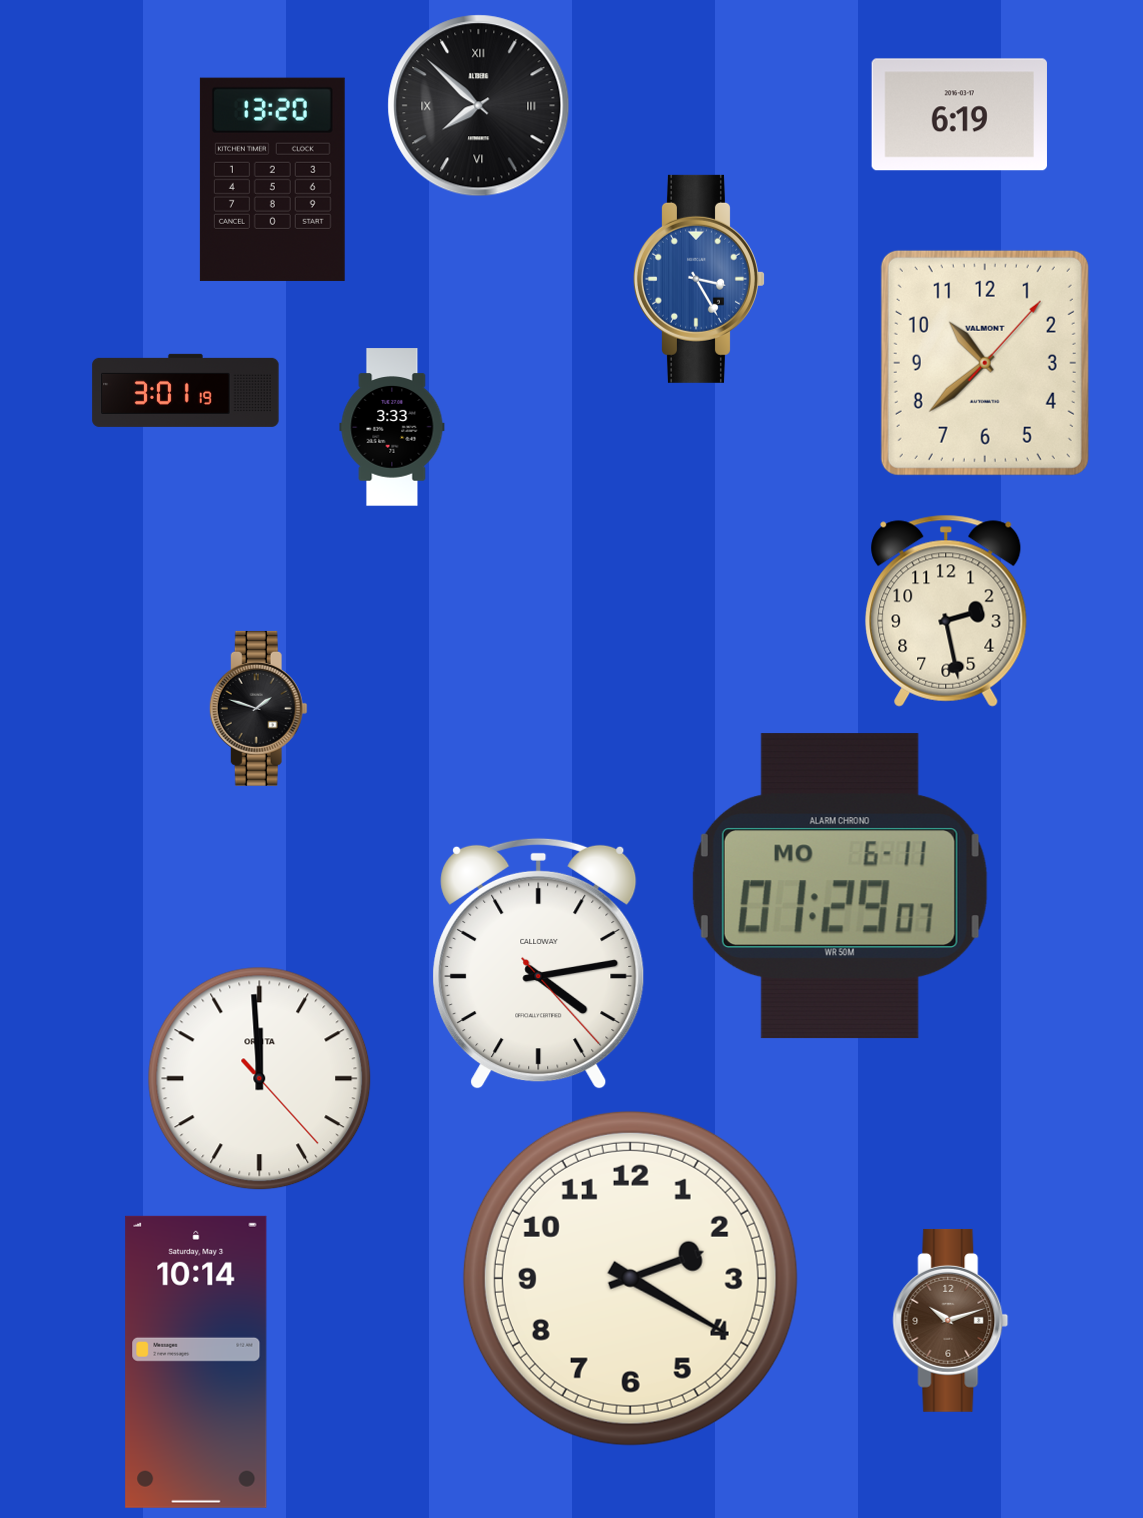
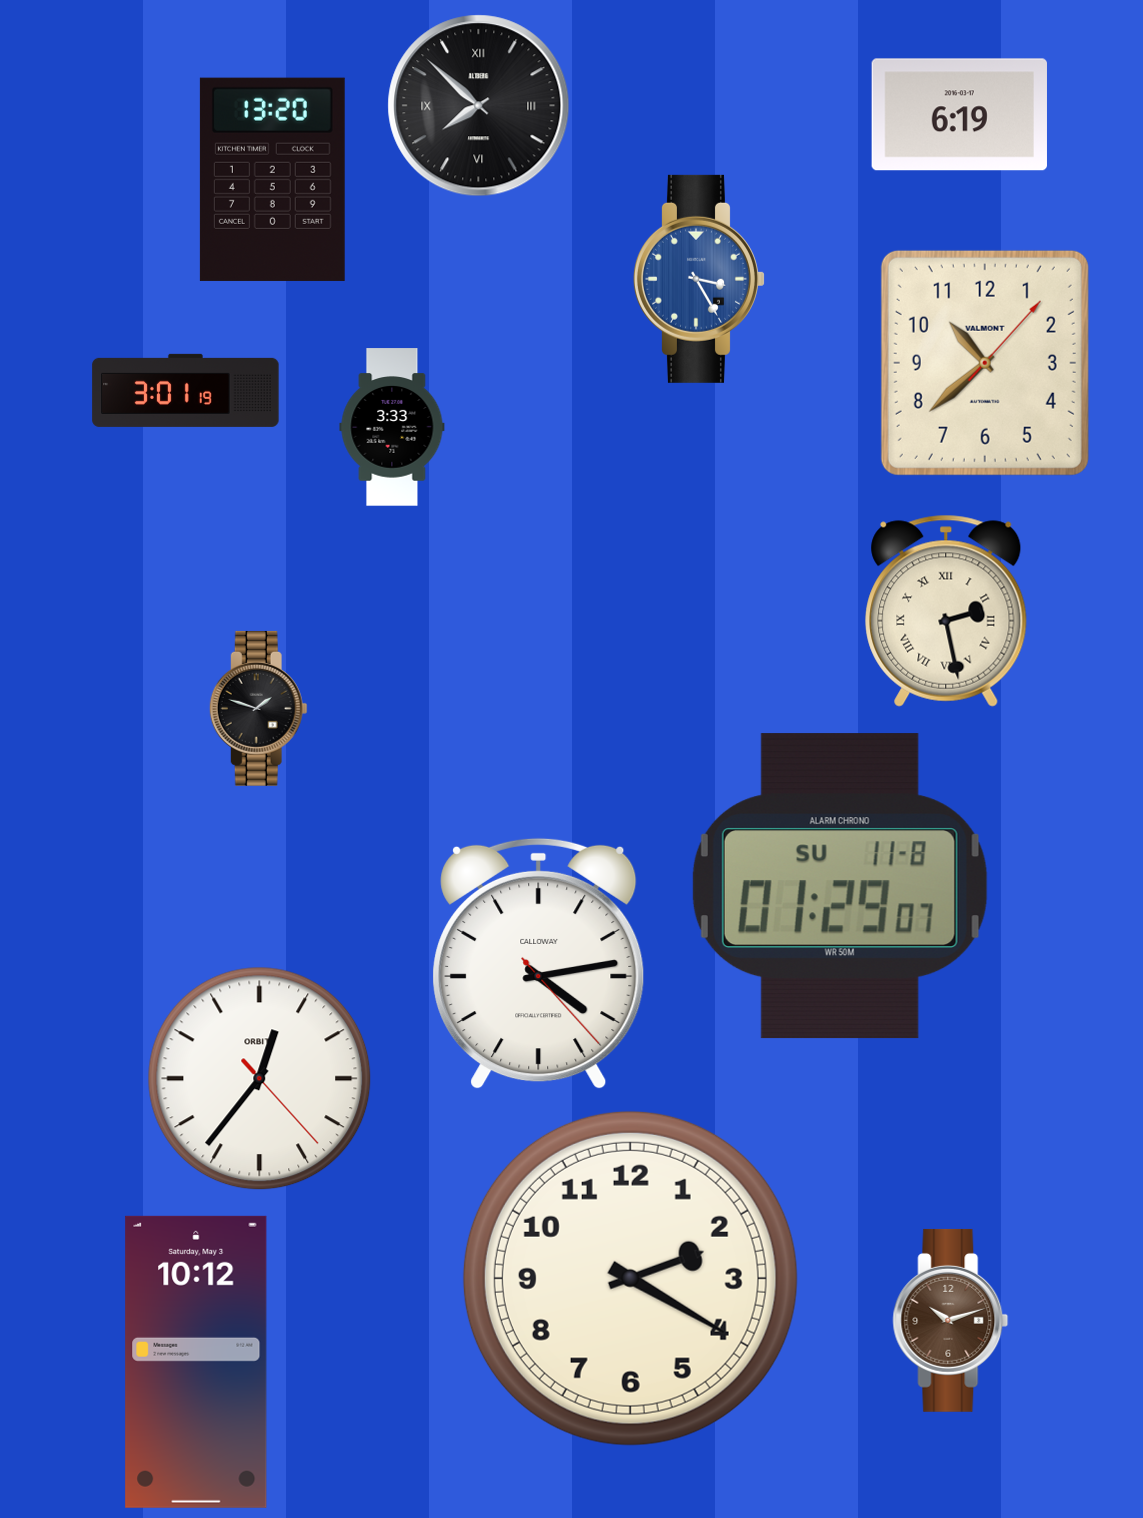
clock at (946, 611) numerals: Arabic -> Roman
clock at (840, 886) date: MO 6-11 -> SU 11-8
clock at (260, 1079): 11:59 -> 12:36
clock at (196, 1362): 10:14 -> 10:12
